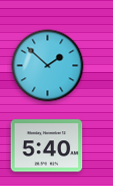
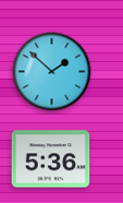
clock at (47, 146): 5:40 -> 5:36
